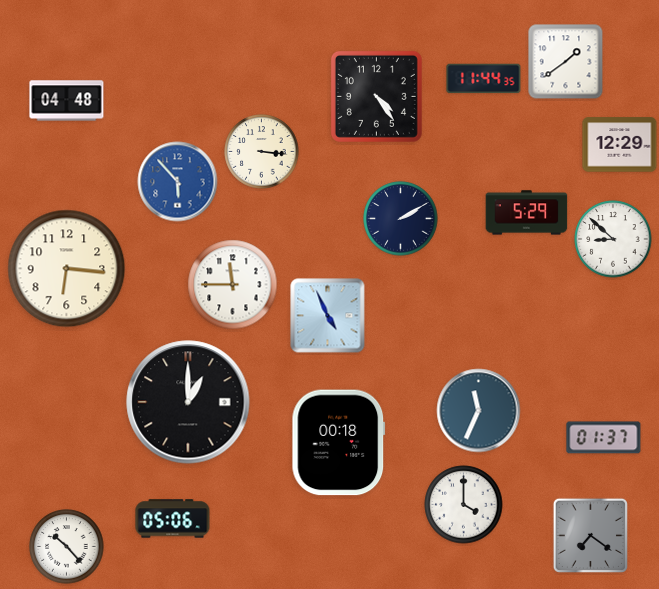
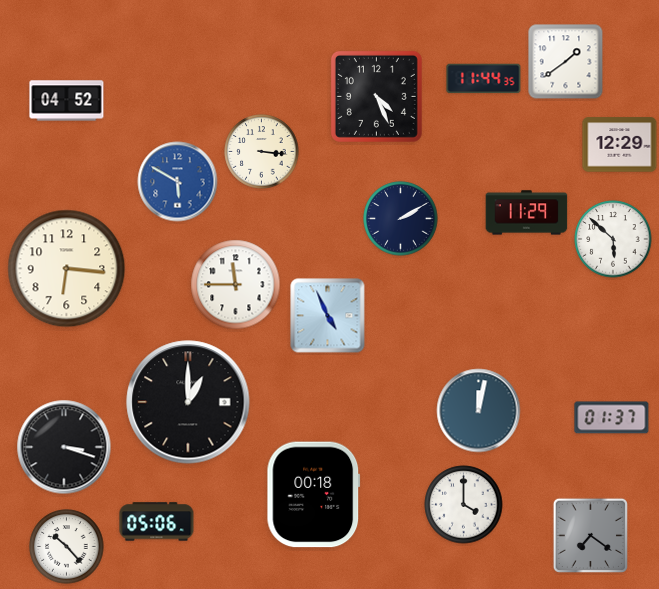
clock at (376, 96): 4:24 -> 4:26
clock at (67, 101): 04:48 -> 04:52
clock at (178, 182): 5:53 -> 5:50
clock at (527, 213): 5:29 -> 11:29
clock at (613, 239): 8:52 -> 5:52
clock at (233, 285) position: (233, 285) -> (236, 285)
clock at (479, 411): 11:34 -> 12:02
clock at (604, 438) position: (604, 438) -> (612, 418)
clock at (339, 443) position: (339, 443) -> (314, 495)
clock at (64, 447): none -> 3:18
clock at (173, 519) position: (173, 519) -> (157, 522)
